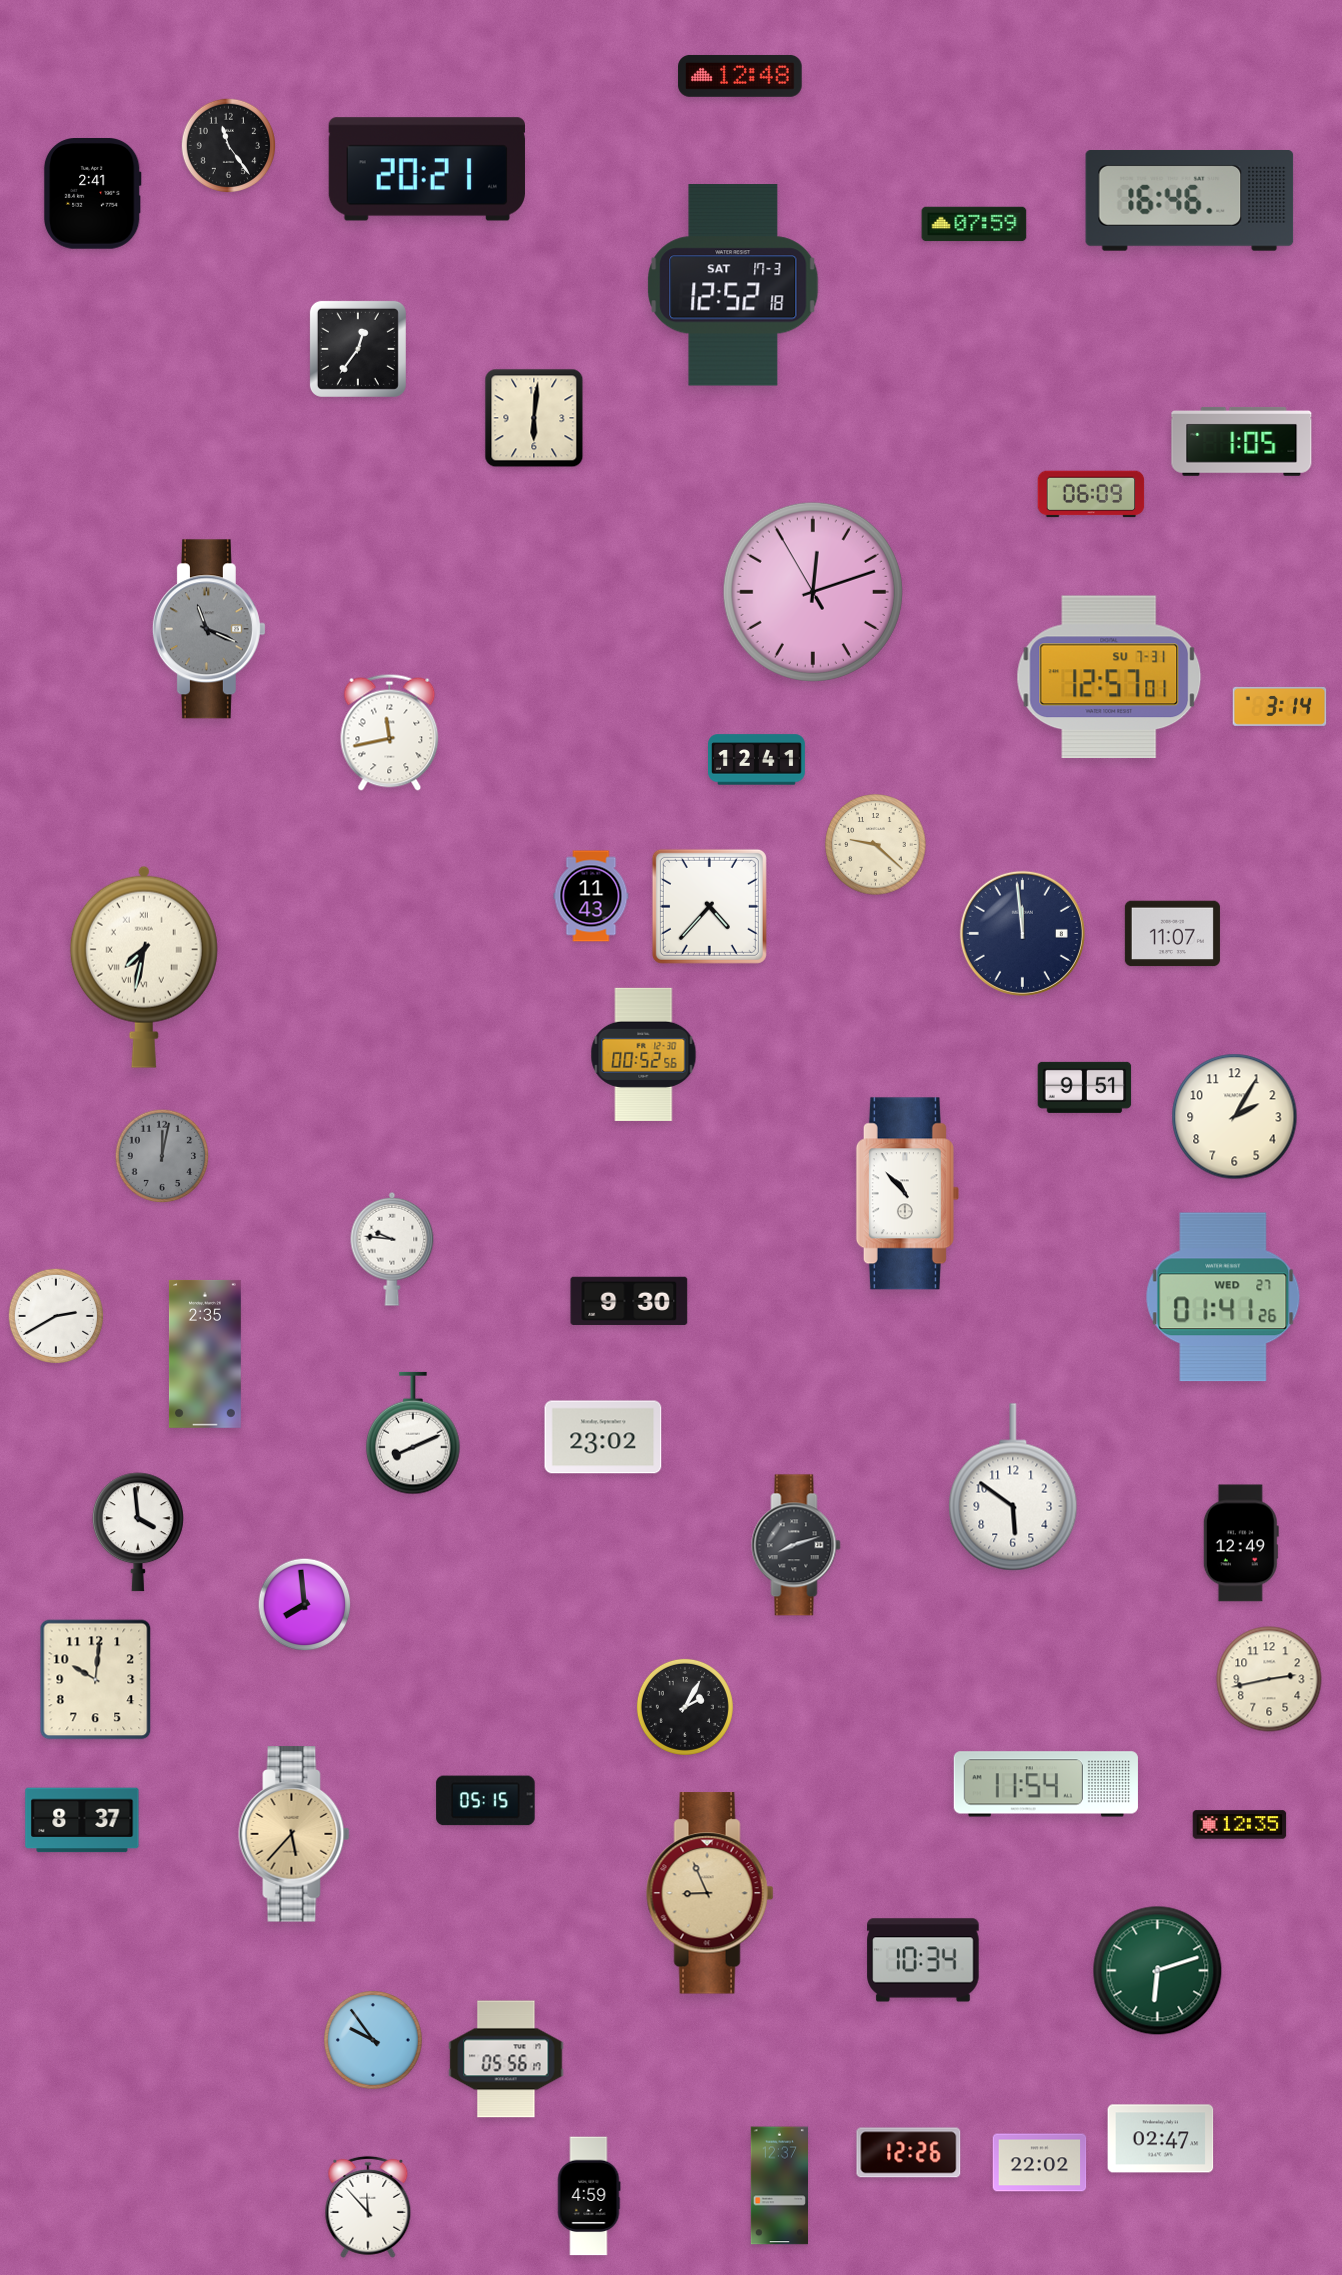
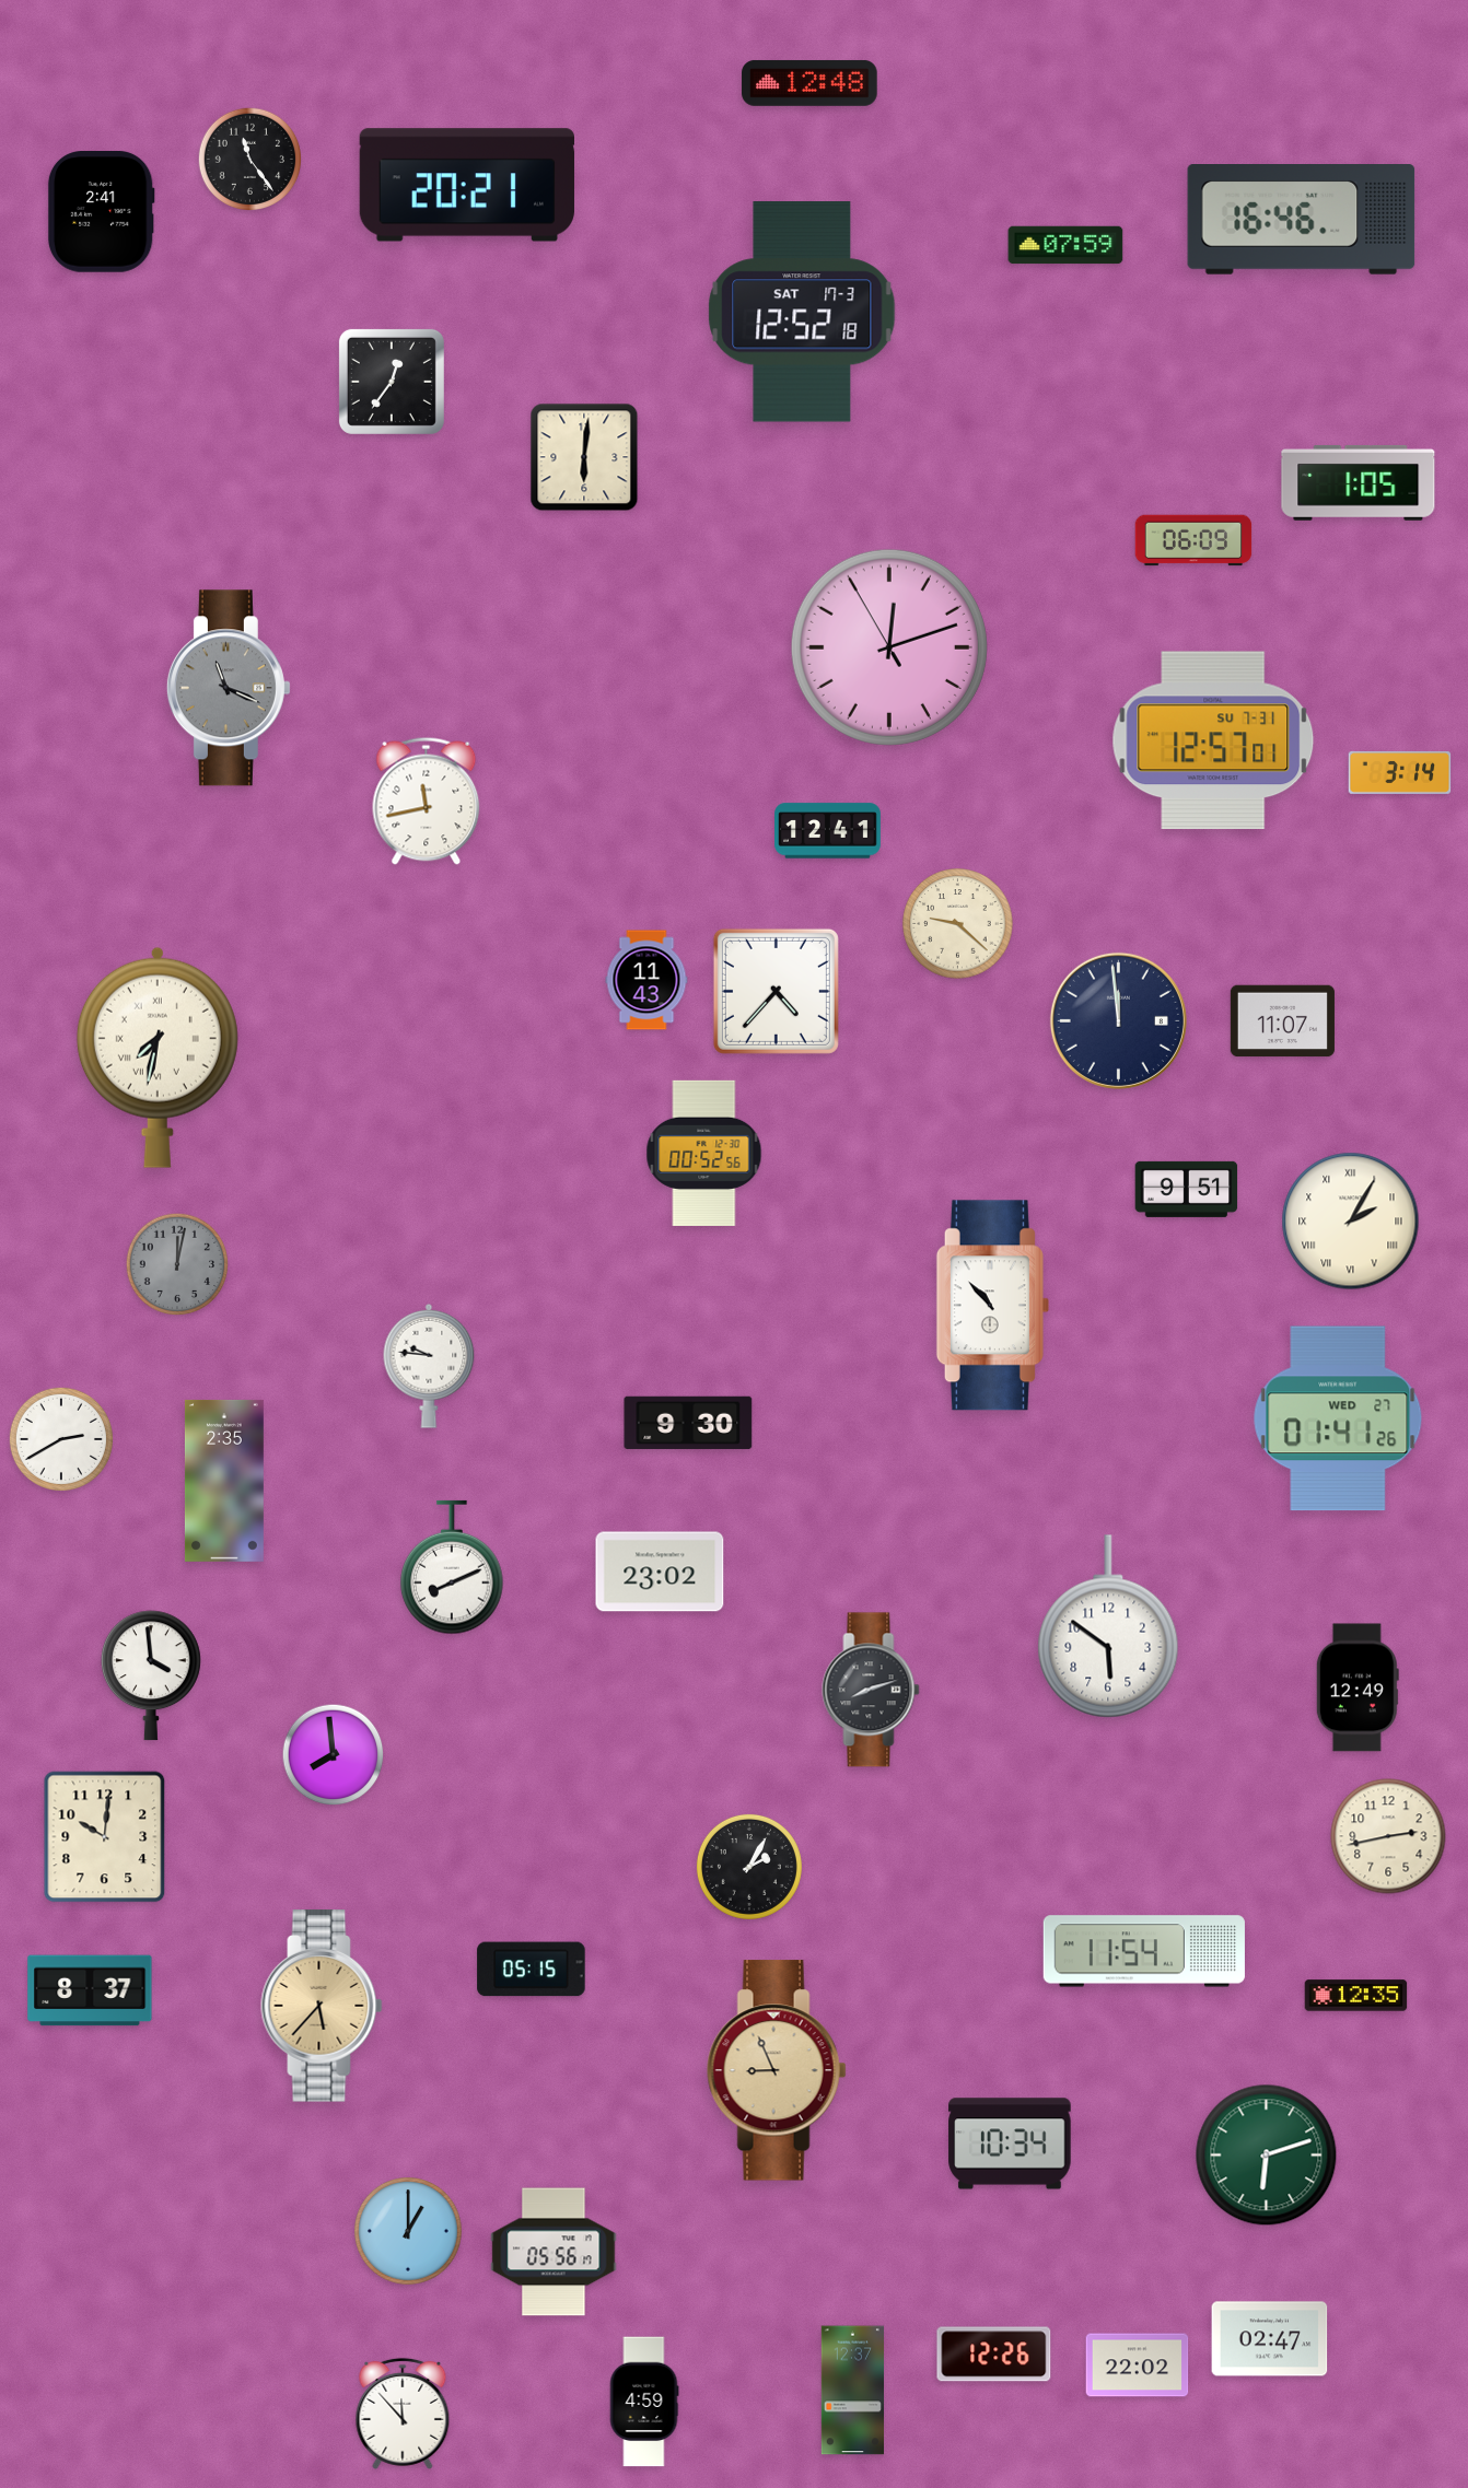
clock at (1235, 1117) numerals: Arabic -> Roman
clock at (374, 2041): 9:54 -> 1:00
